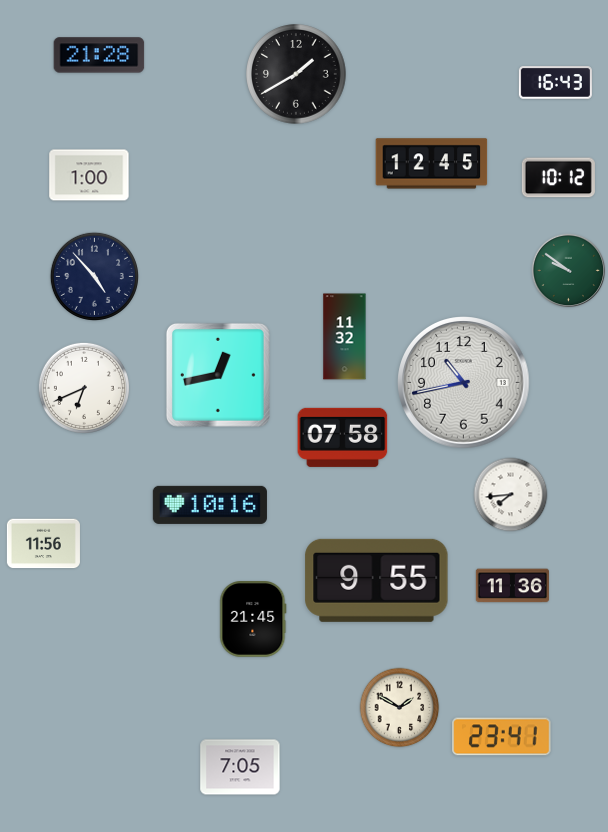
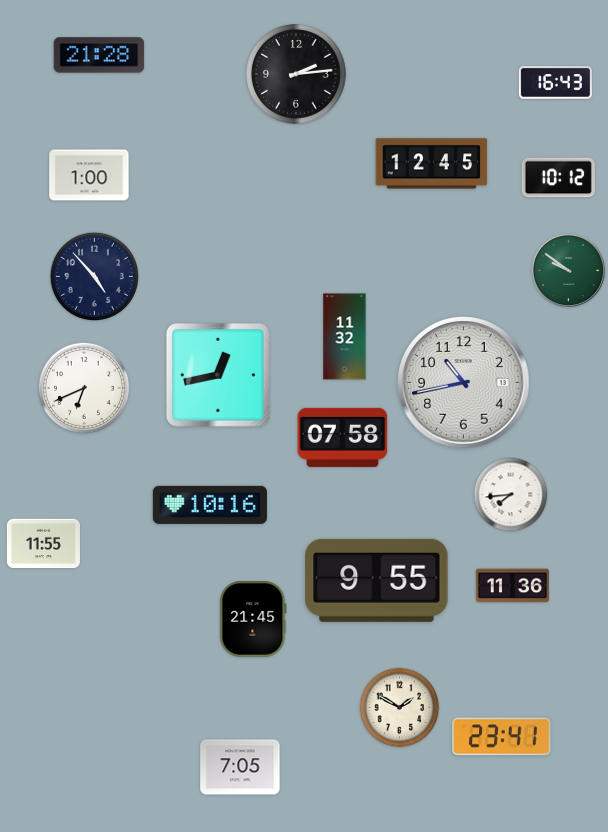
clock at (296, 74): 1:40 -> 2:14
clock at (43, 544): 11:56 -> 11:55
